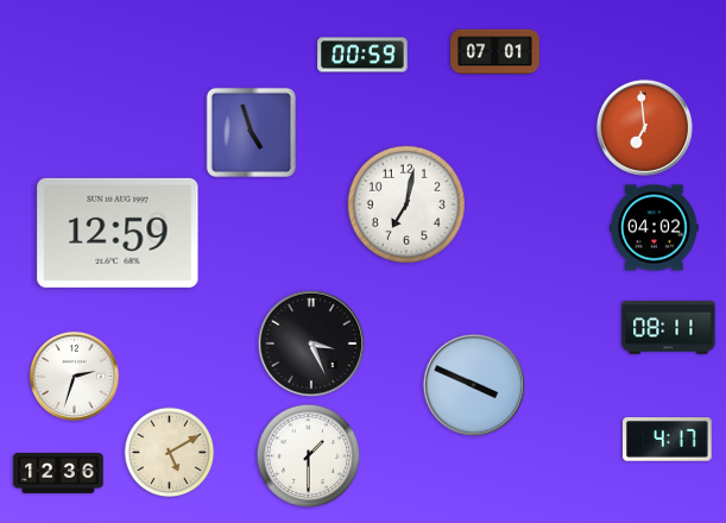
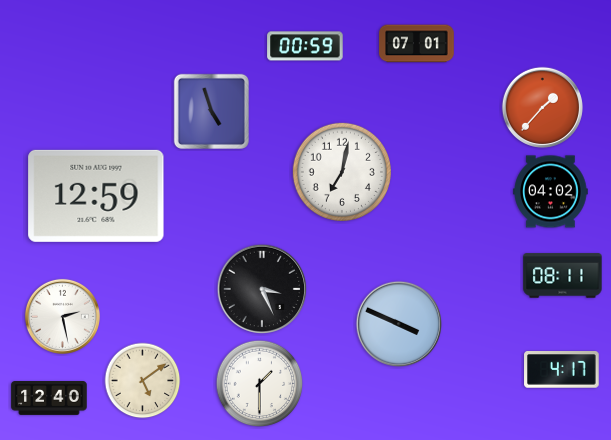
clock at (644, 127): 6:59 -> 1:37
clock at (118, 233) position: (118, 233) -> (96, 196)
clock at (74, 376): 2:33 -> 2:28
clock at (170, 453): 5:10 -> 5:09
clock at (58, 474): 12:36 -> 12:40
